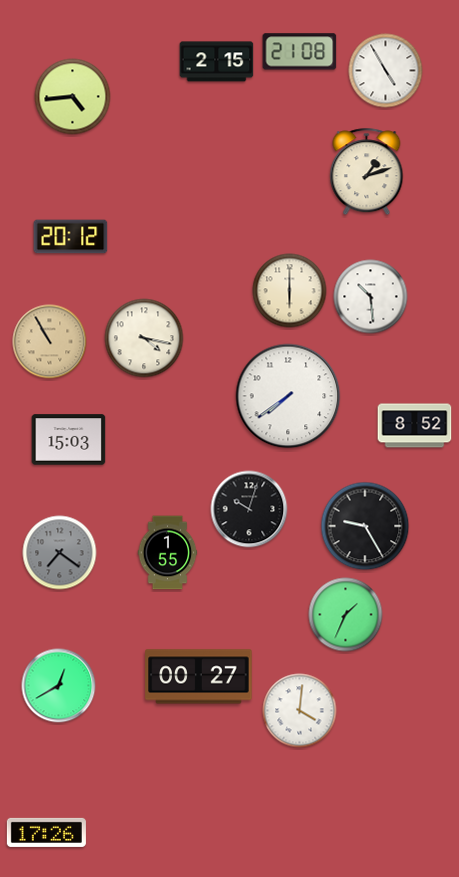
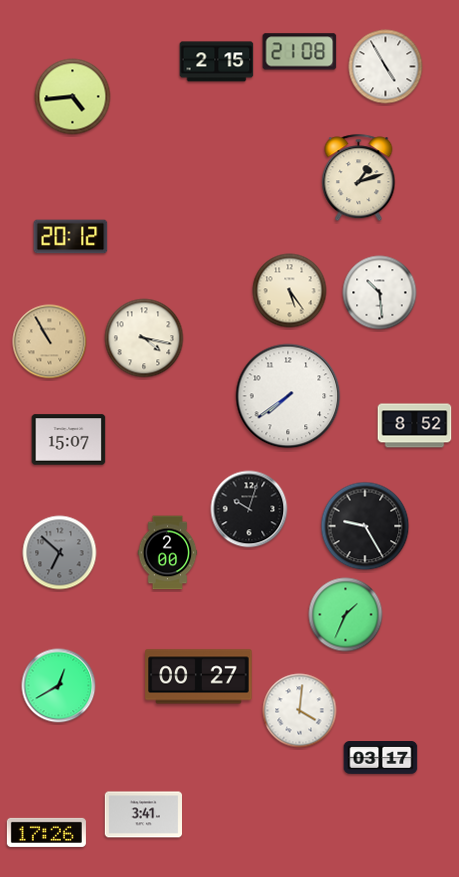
clock at (386, 71) position: (386, 71) -> (386, 67)
clock at (367, 172) position: (367, 172) -> (359, 178)
clock at (290, 291): 6:00 -> 5:24
clock at (371, 297) position: (371, 297) -> (380, 293)
clock at (69, 440): 15:03 -> 15:07
clock at (60, 553): 7:21 -> 6:52
clock at (168, 553): 1:55 -> 2:00
clock at (381, 758): none -> 03:17
clock at (143, 815): none -> 3:41
